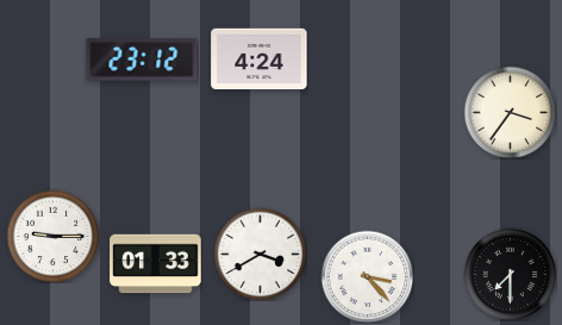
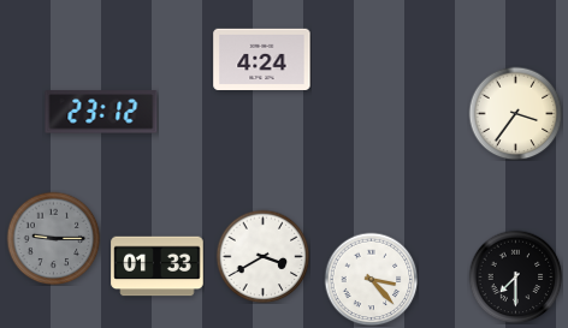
clock at (142, 60) position: (142, 60) -> (101, 112)
clock at (52, 236) dial: white -> grey
